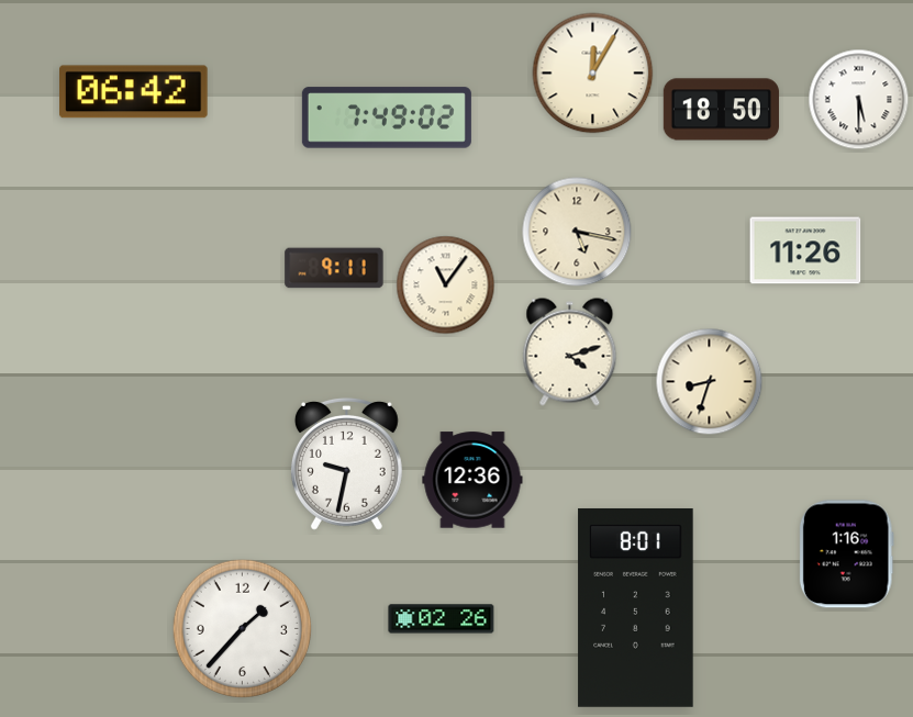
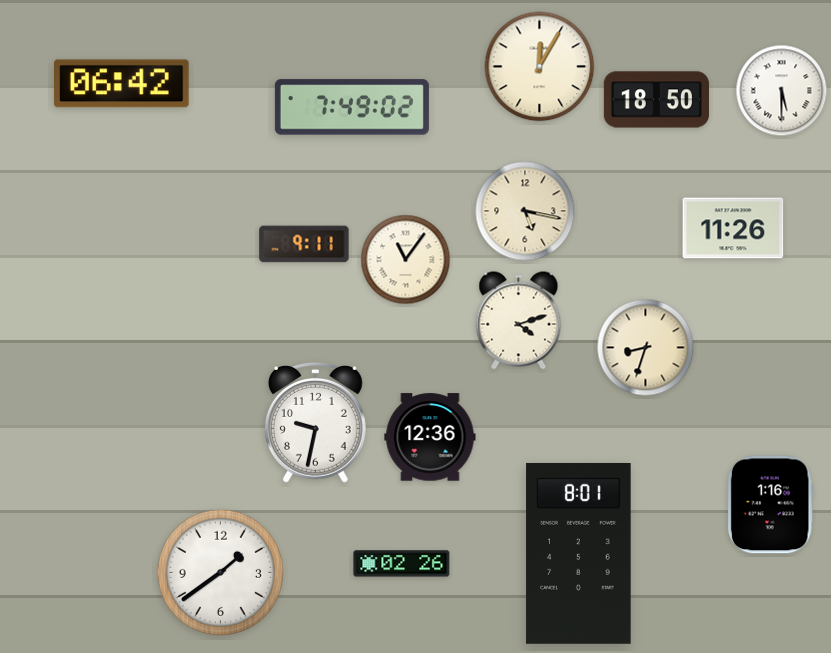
clock at (242, 628): 1:37 -> 1:39
